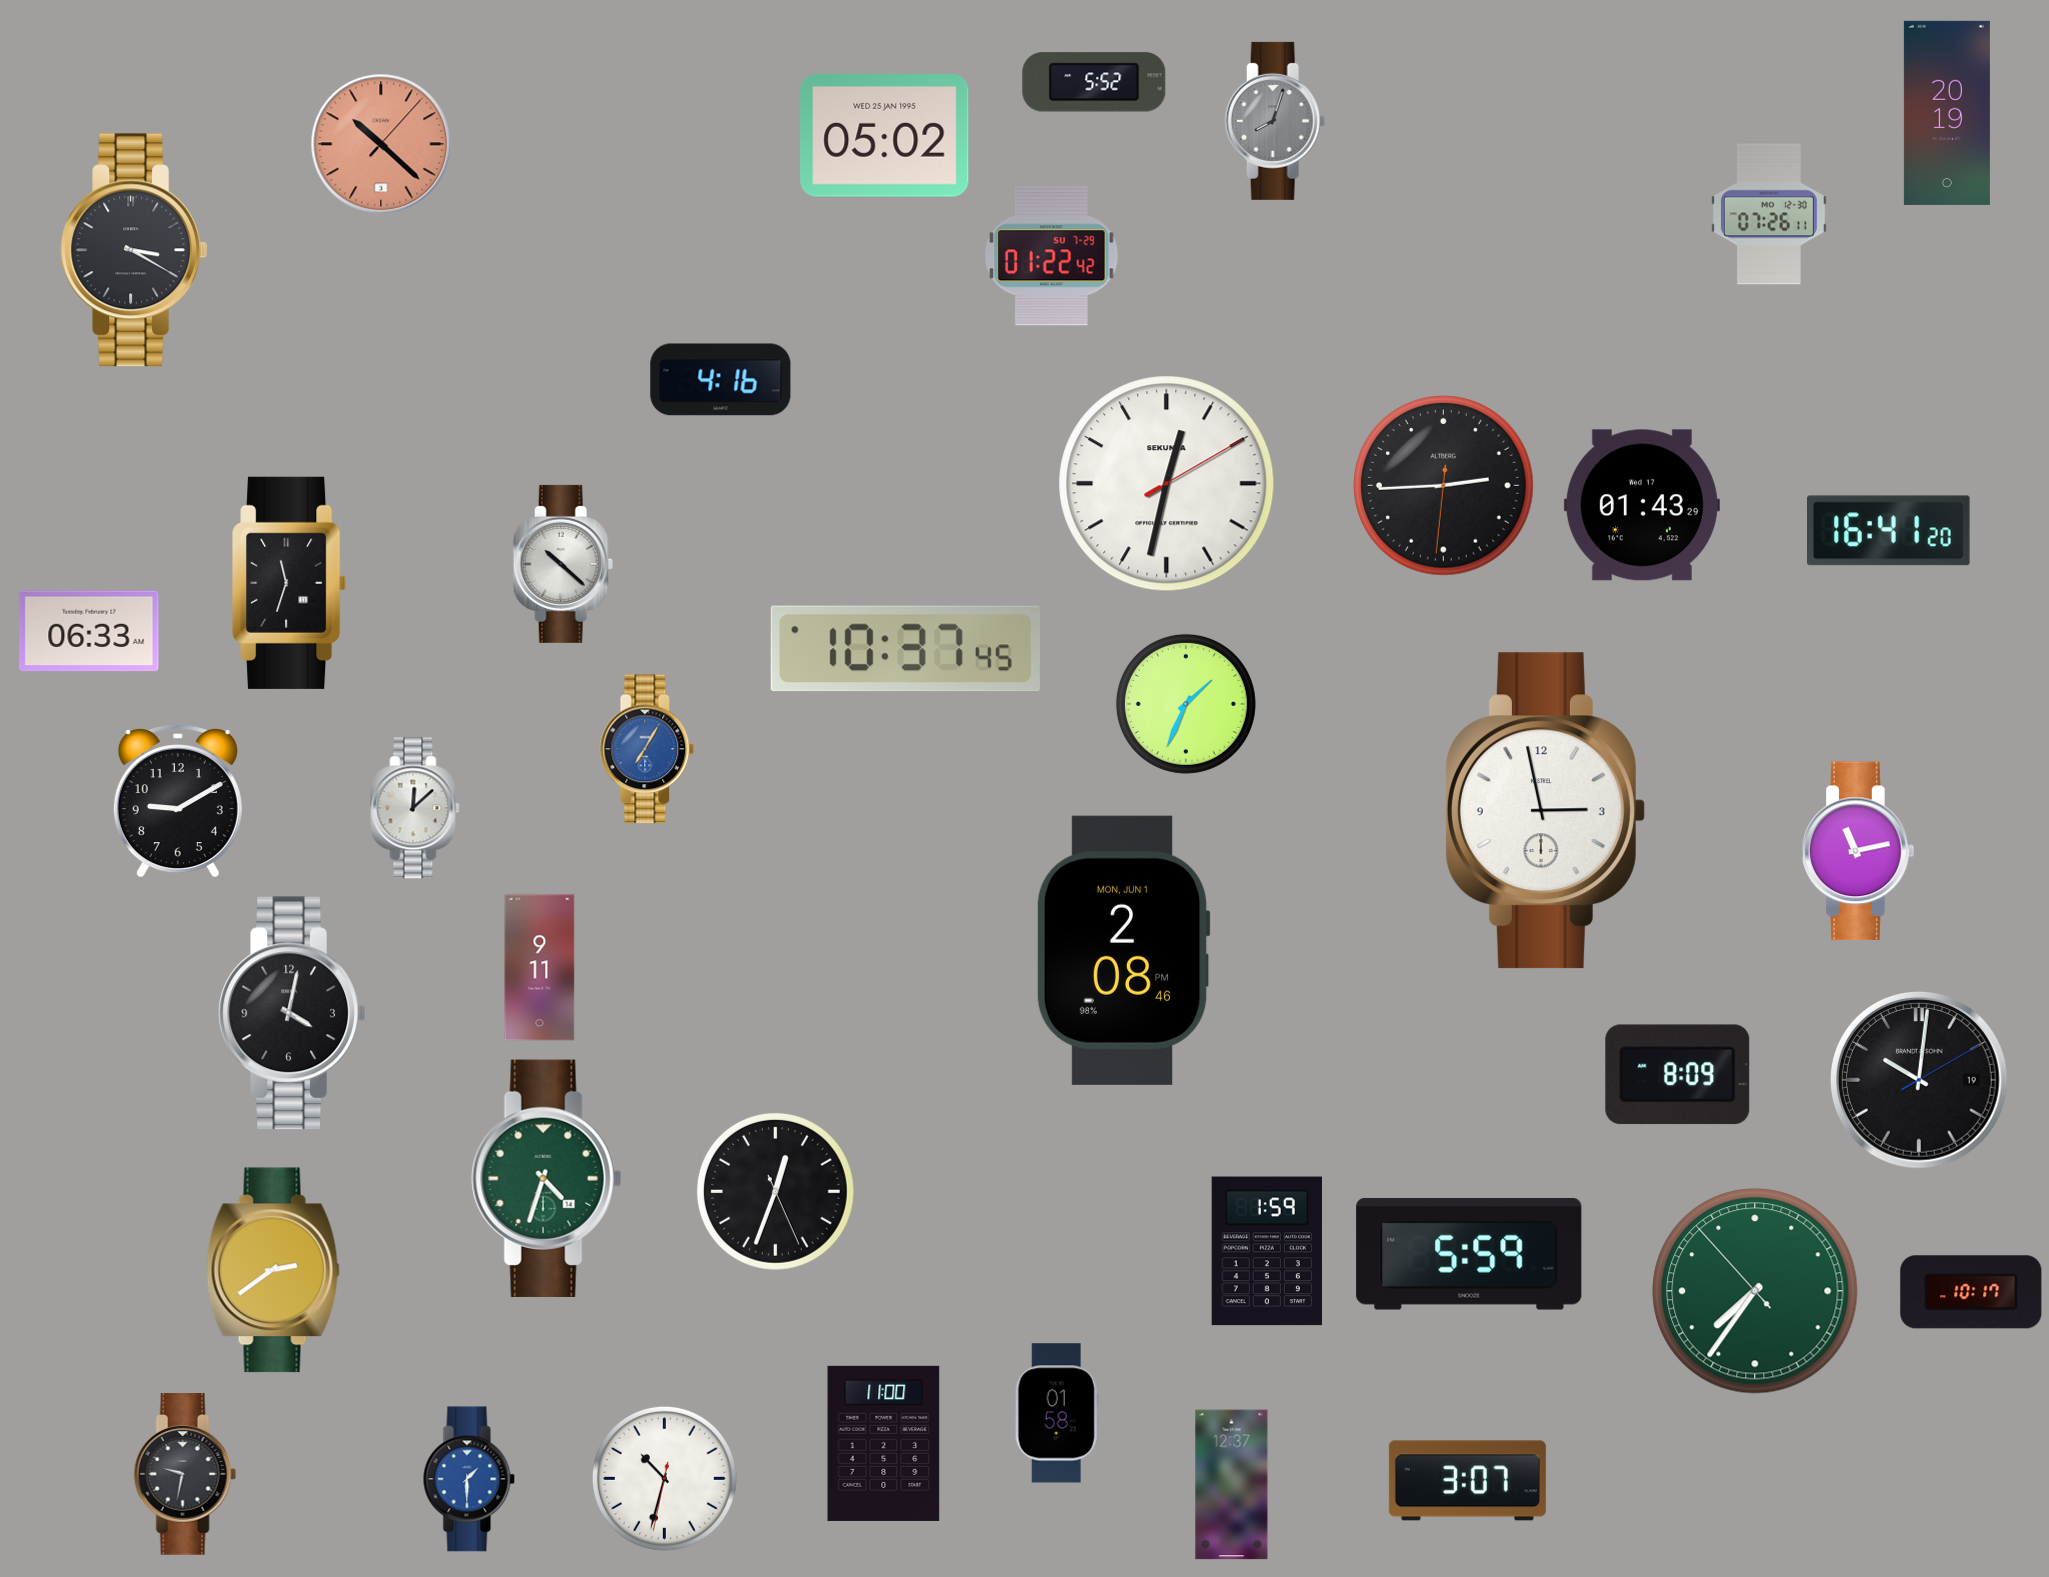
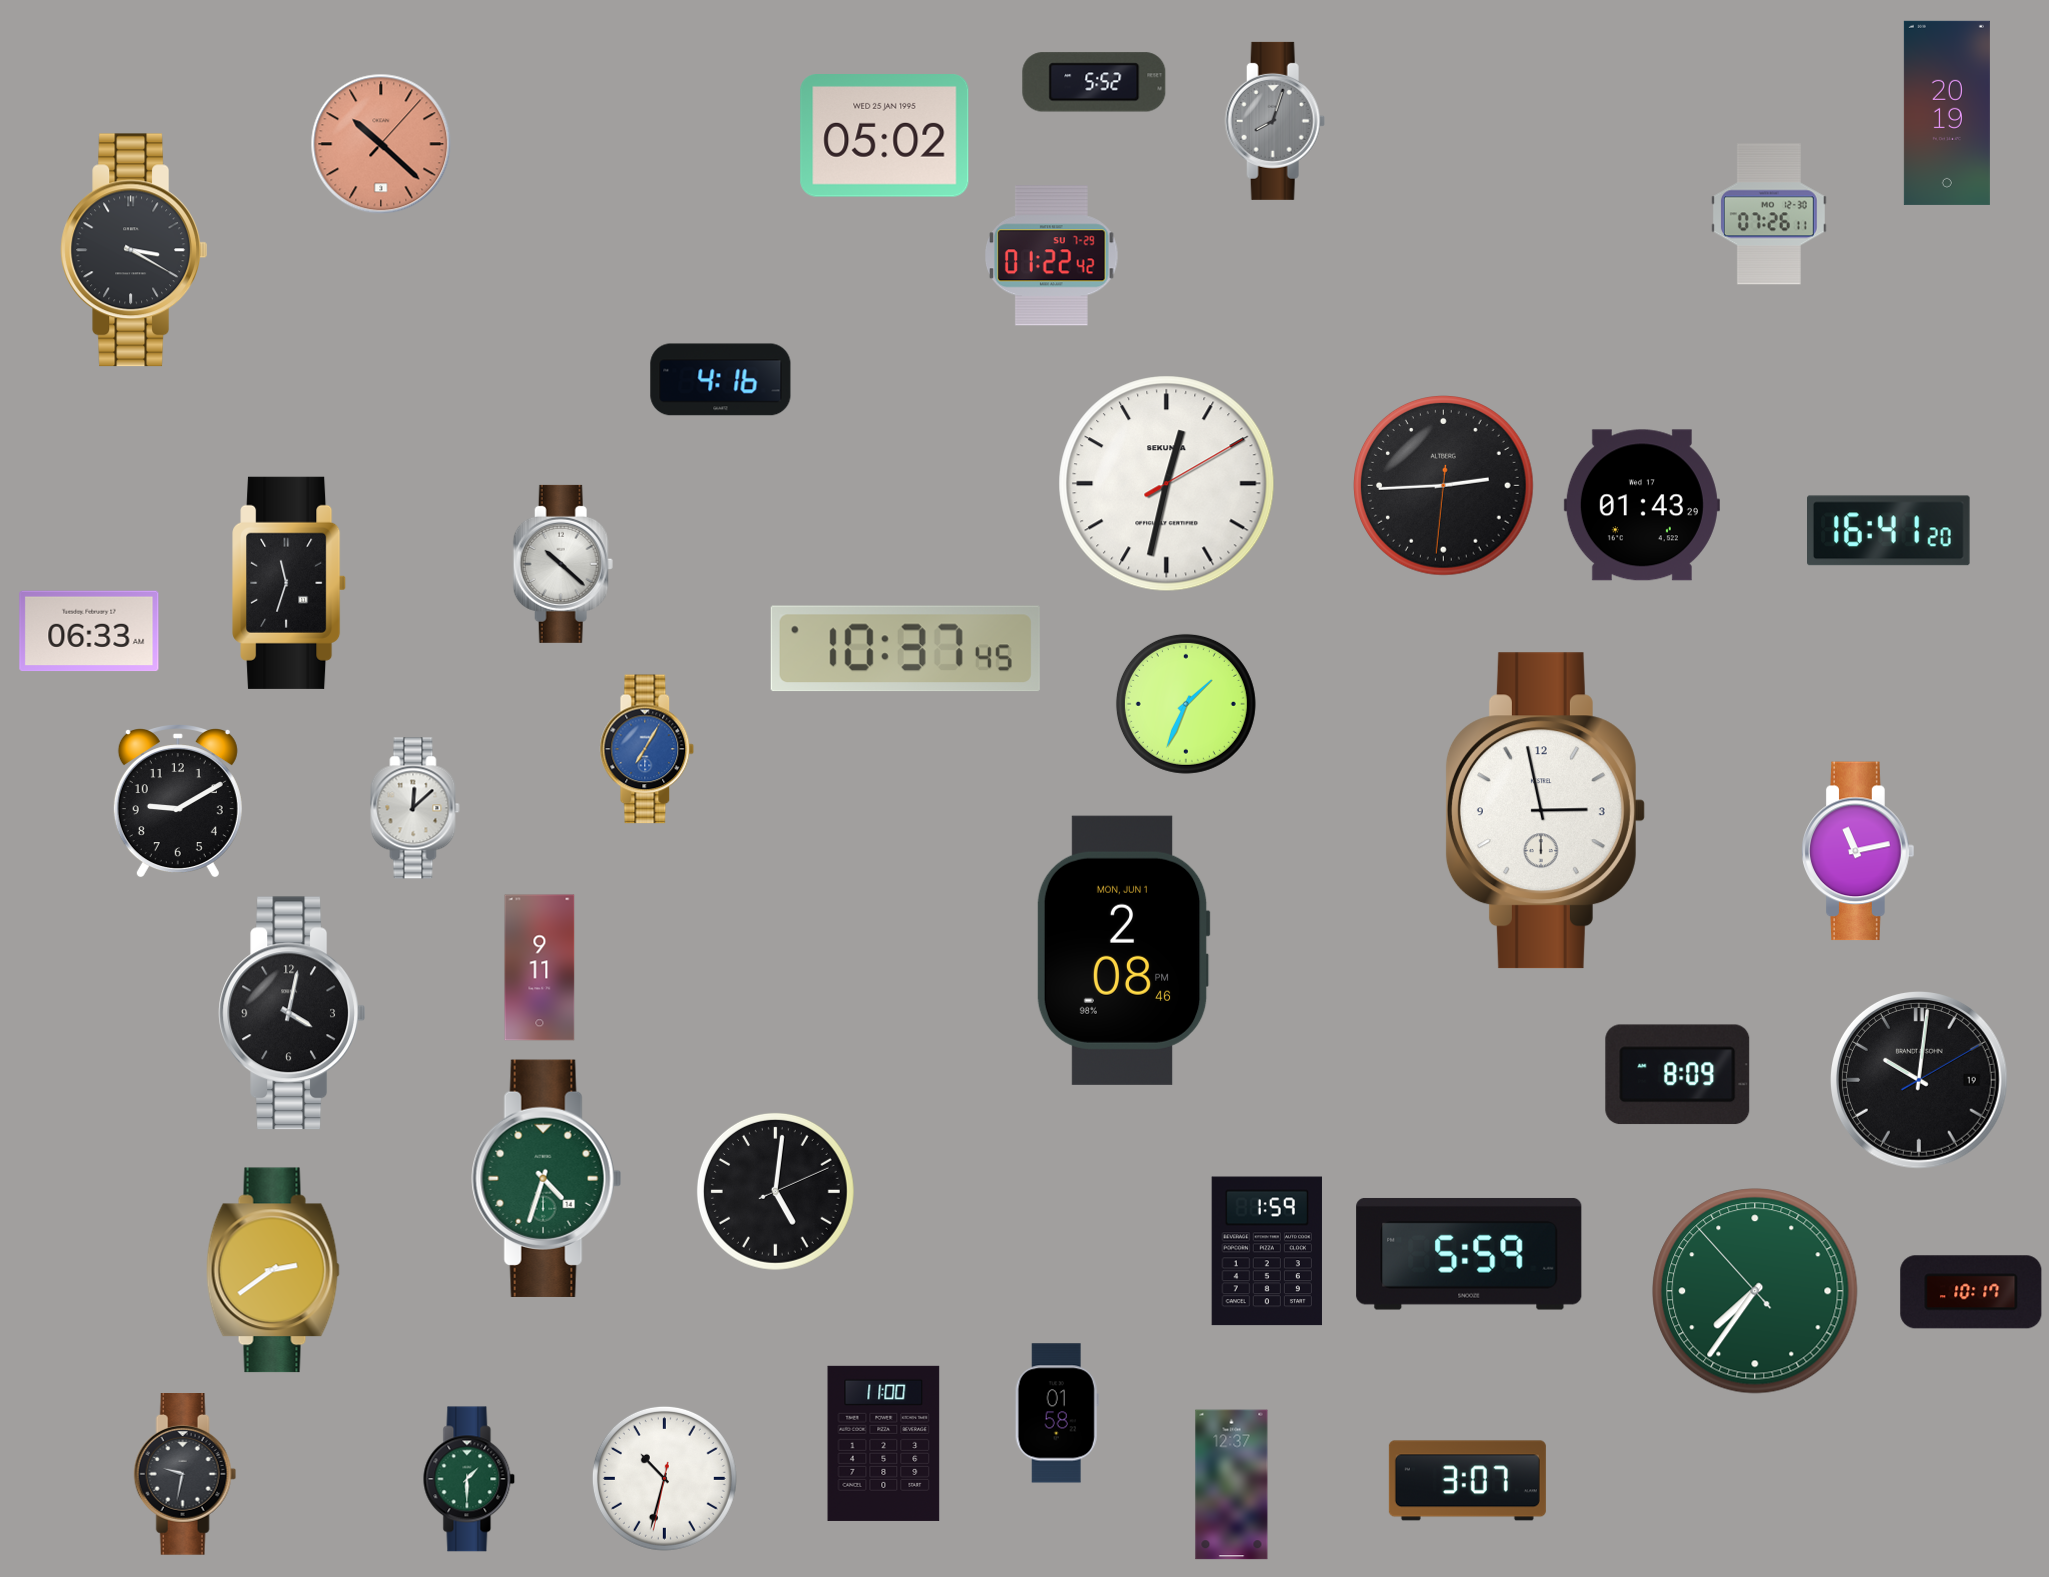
clock at (775, 1191): 12:33 -> 5:01
clock at (469, 1479) dial: blue -> green
